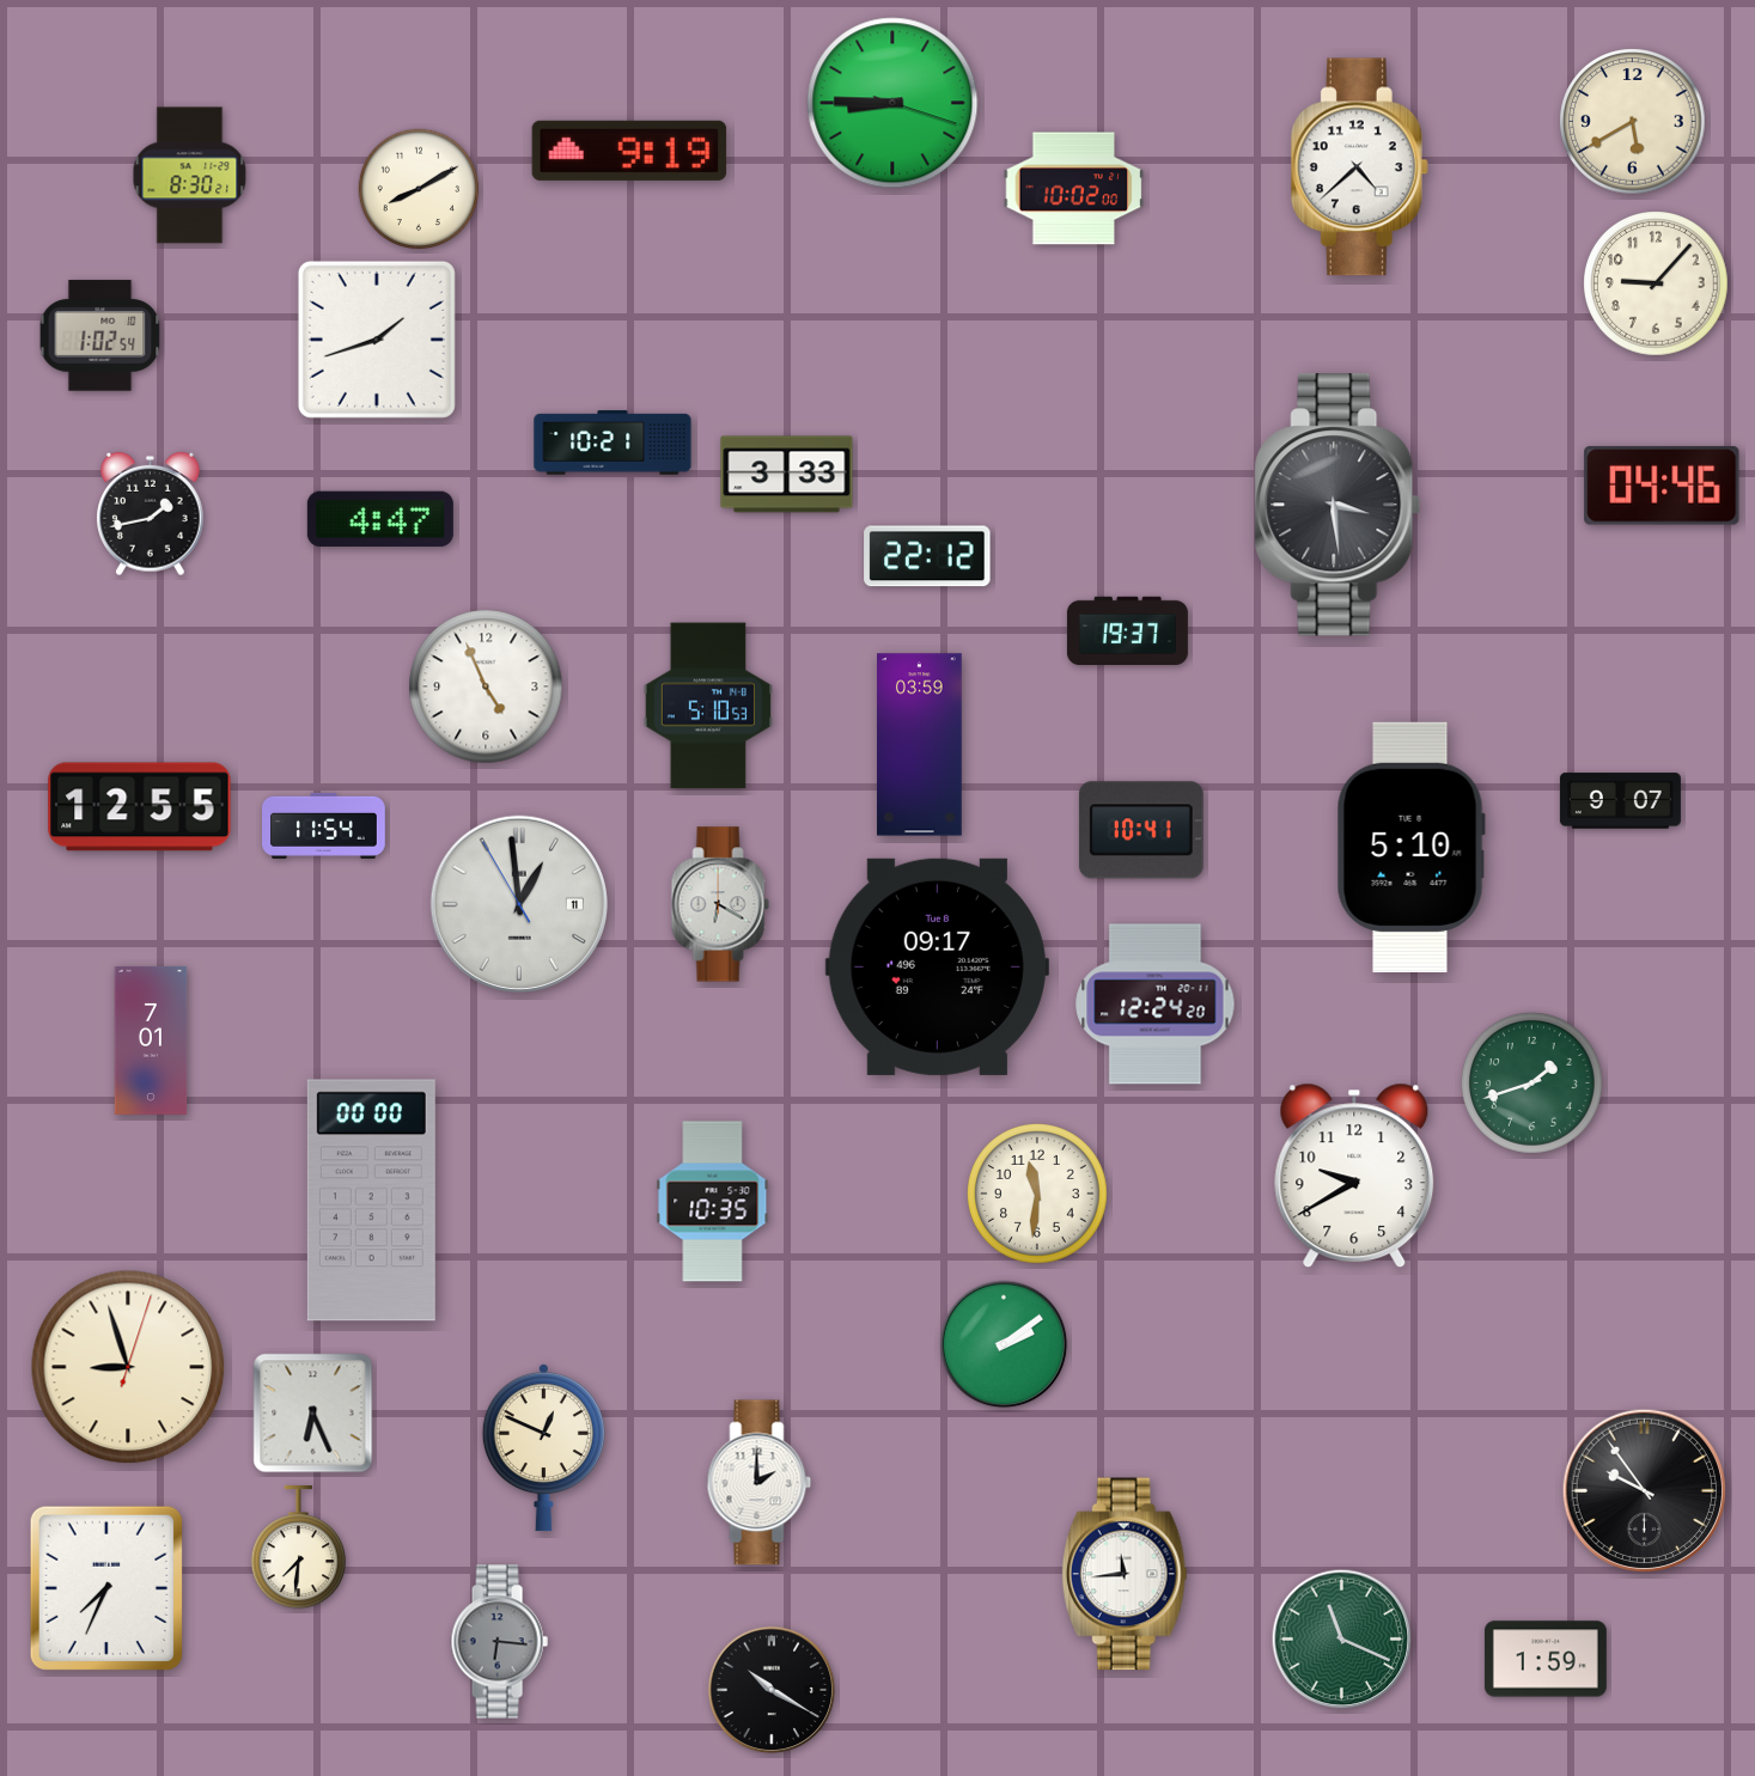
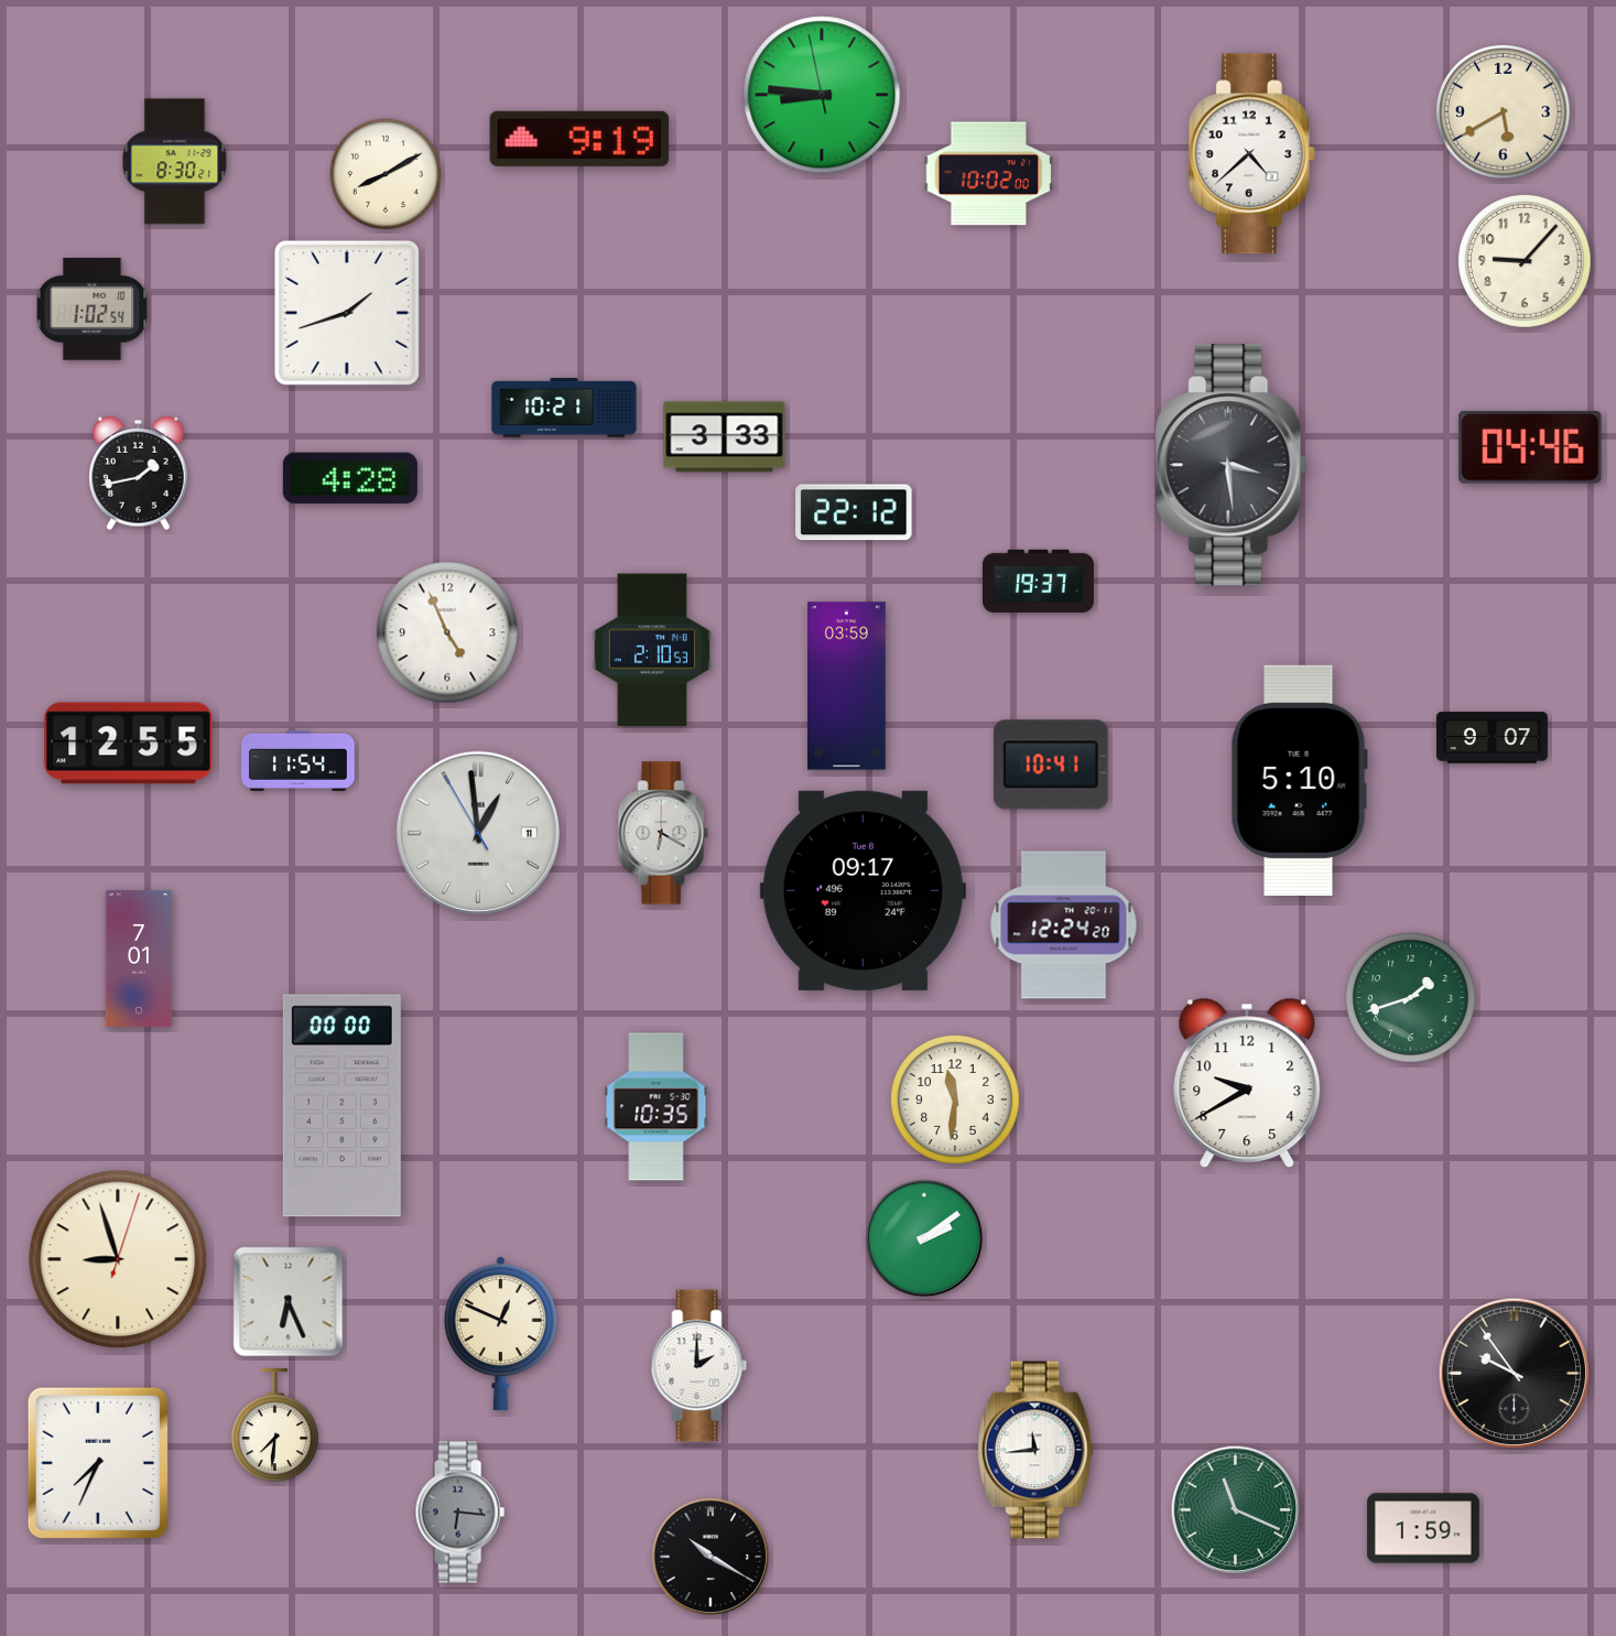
clock at (892, 103): 8:45:18 -> 8:45:58
clock at (380, 519): 4:47 -> 4:28
clock at (708, 706): 5:10 -> 2:10
